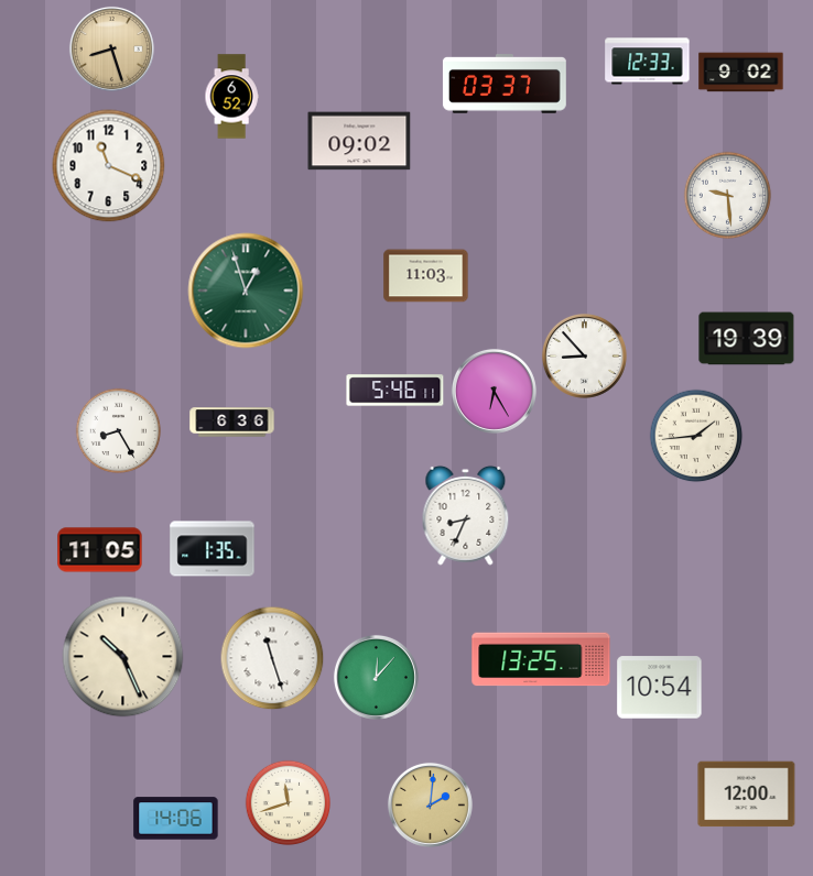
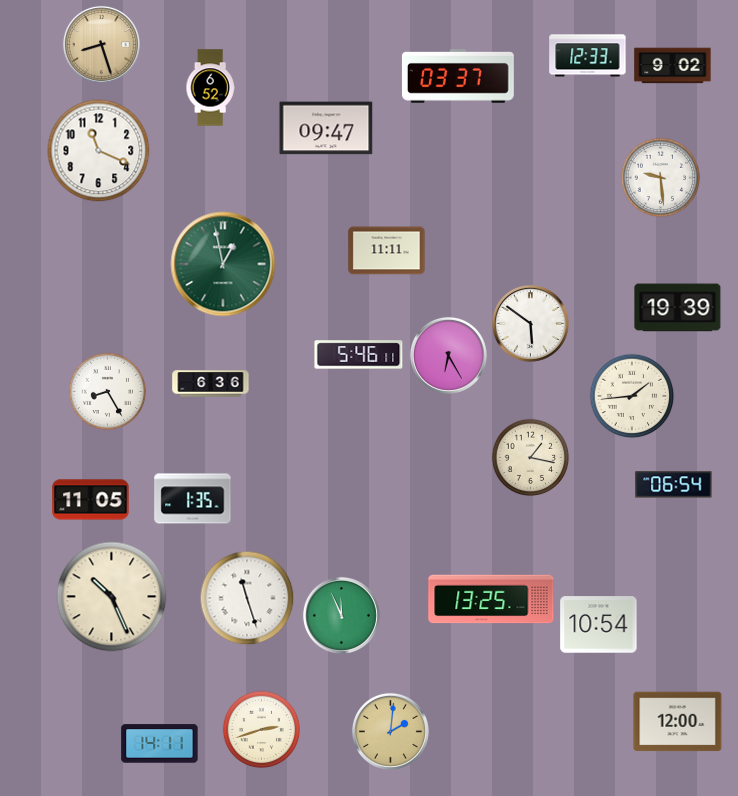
clock at (359, 141): 09:02 -> 09:47
clock at (426, 276): 11:03 -> 11:11
clock at (246, 291): 12:57 -> 12:58
clock at (584, 355): 8:53 -> 5:51
clock at (530, 457): none -> 1:17
clock at (466, 515): 8:34 -> none
clock at (674, 485): none -> 06:54
clock at (376, 677): 12:07 -> 11:56
clock at (288, 802): 11:42 -> 2:42
clock at (176, 819): 14:06 -> 14:11
